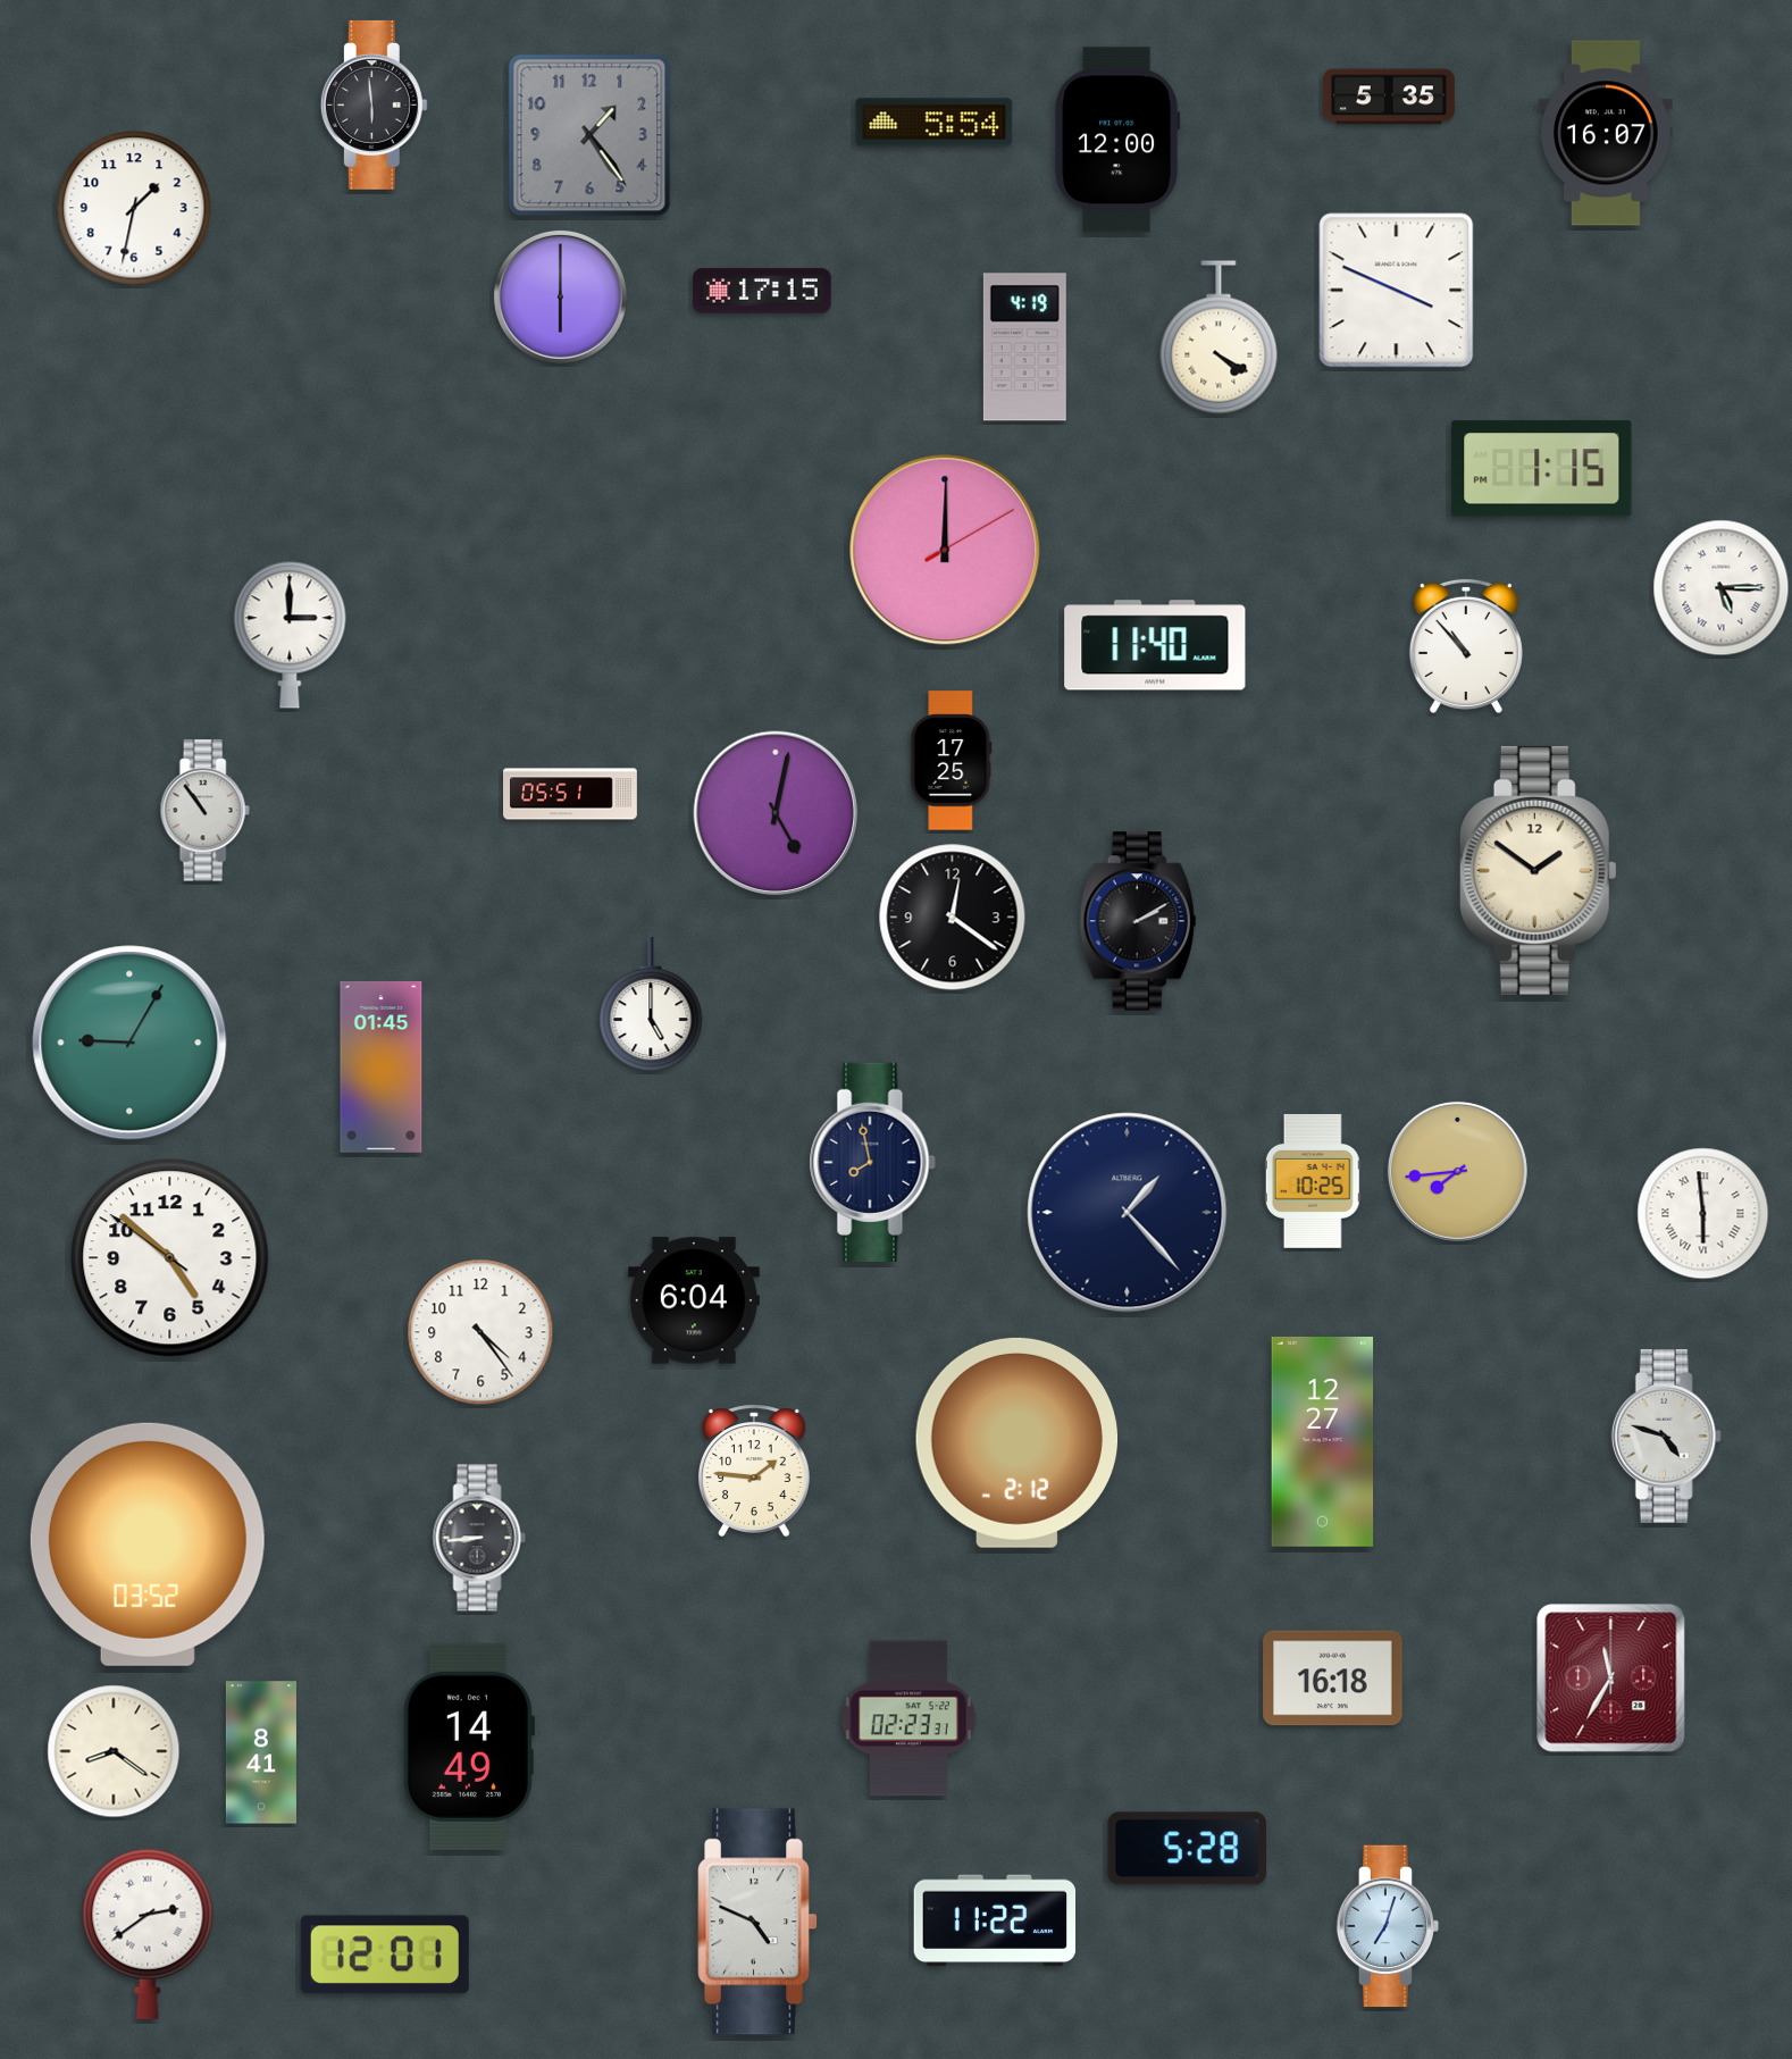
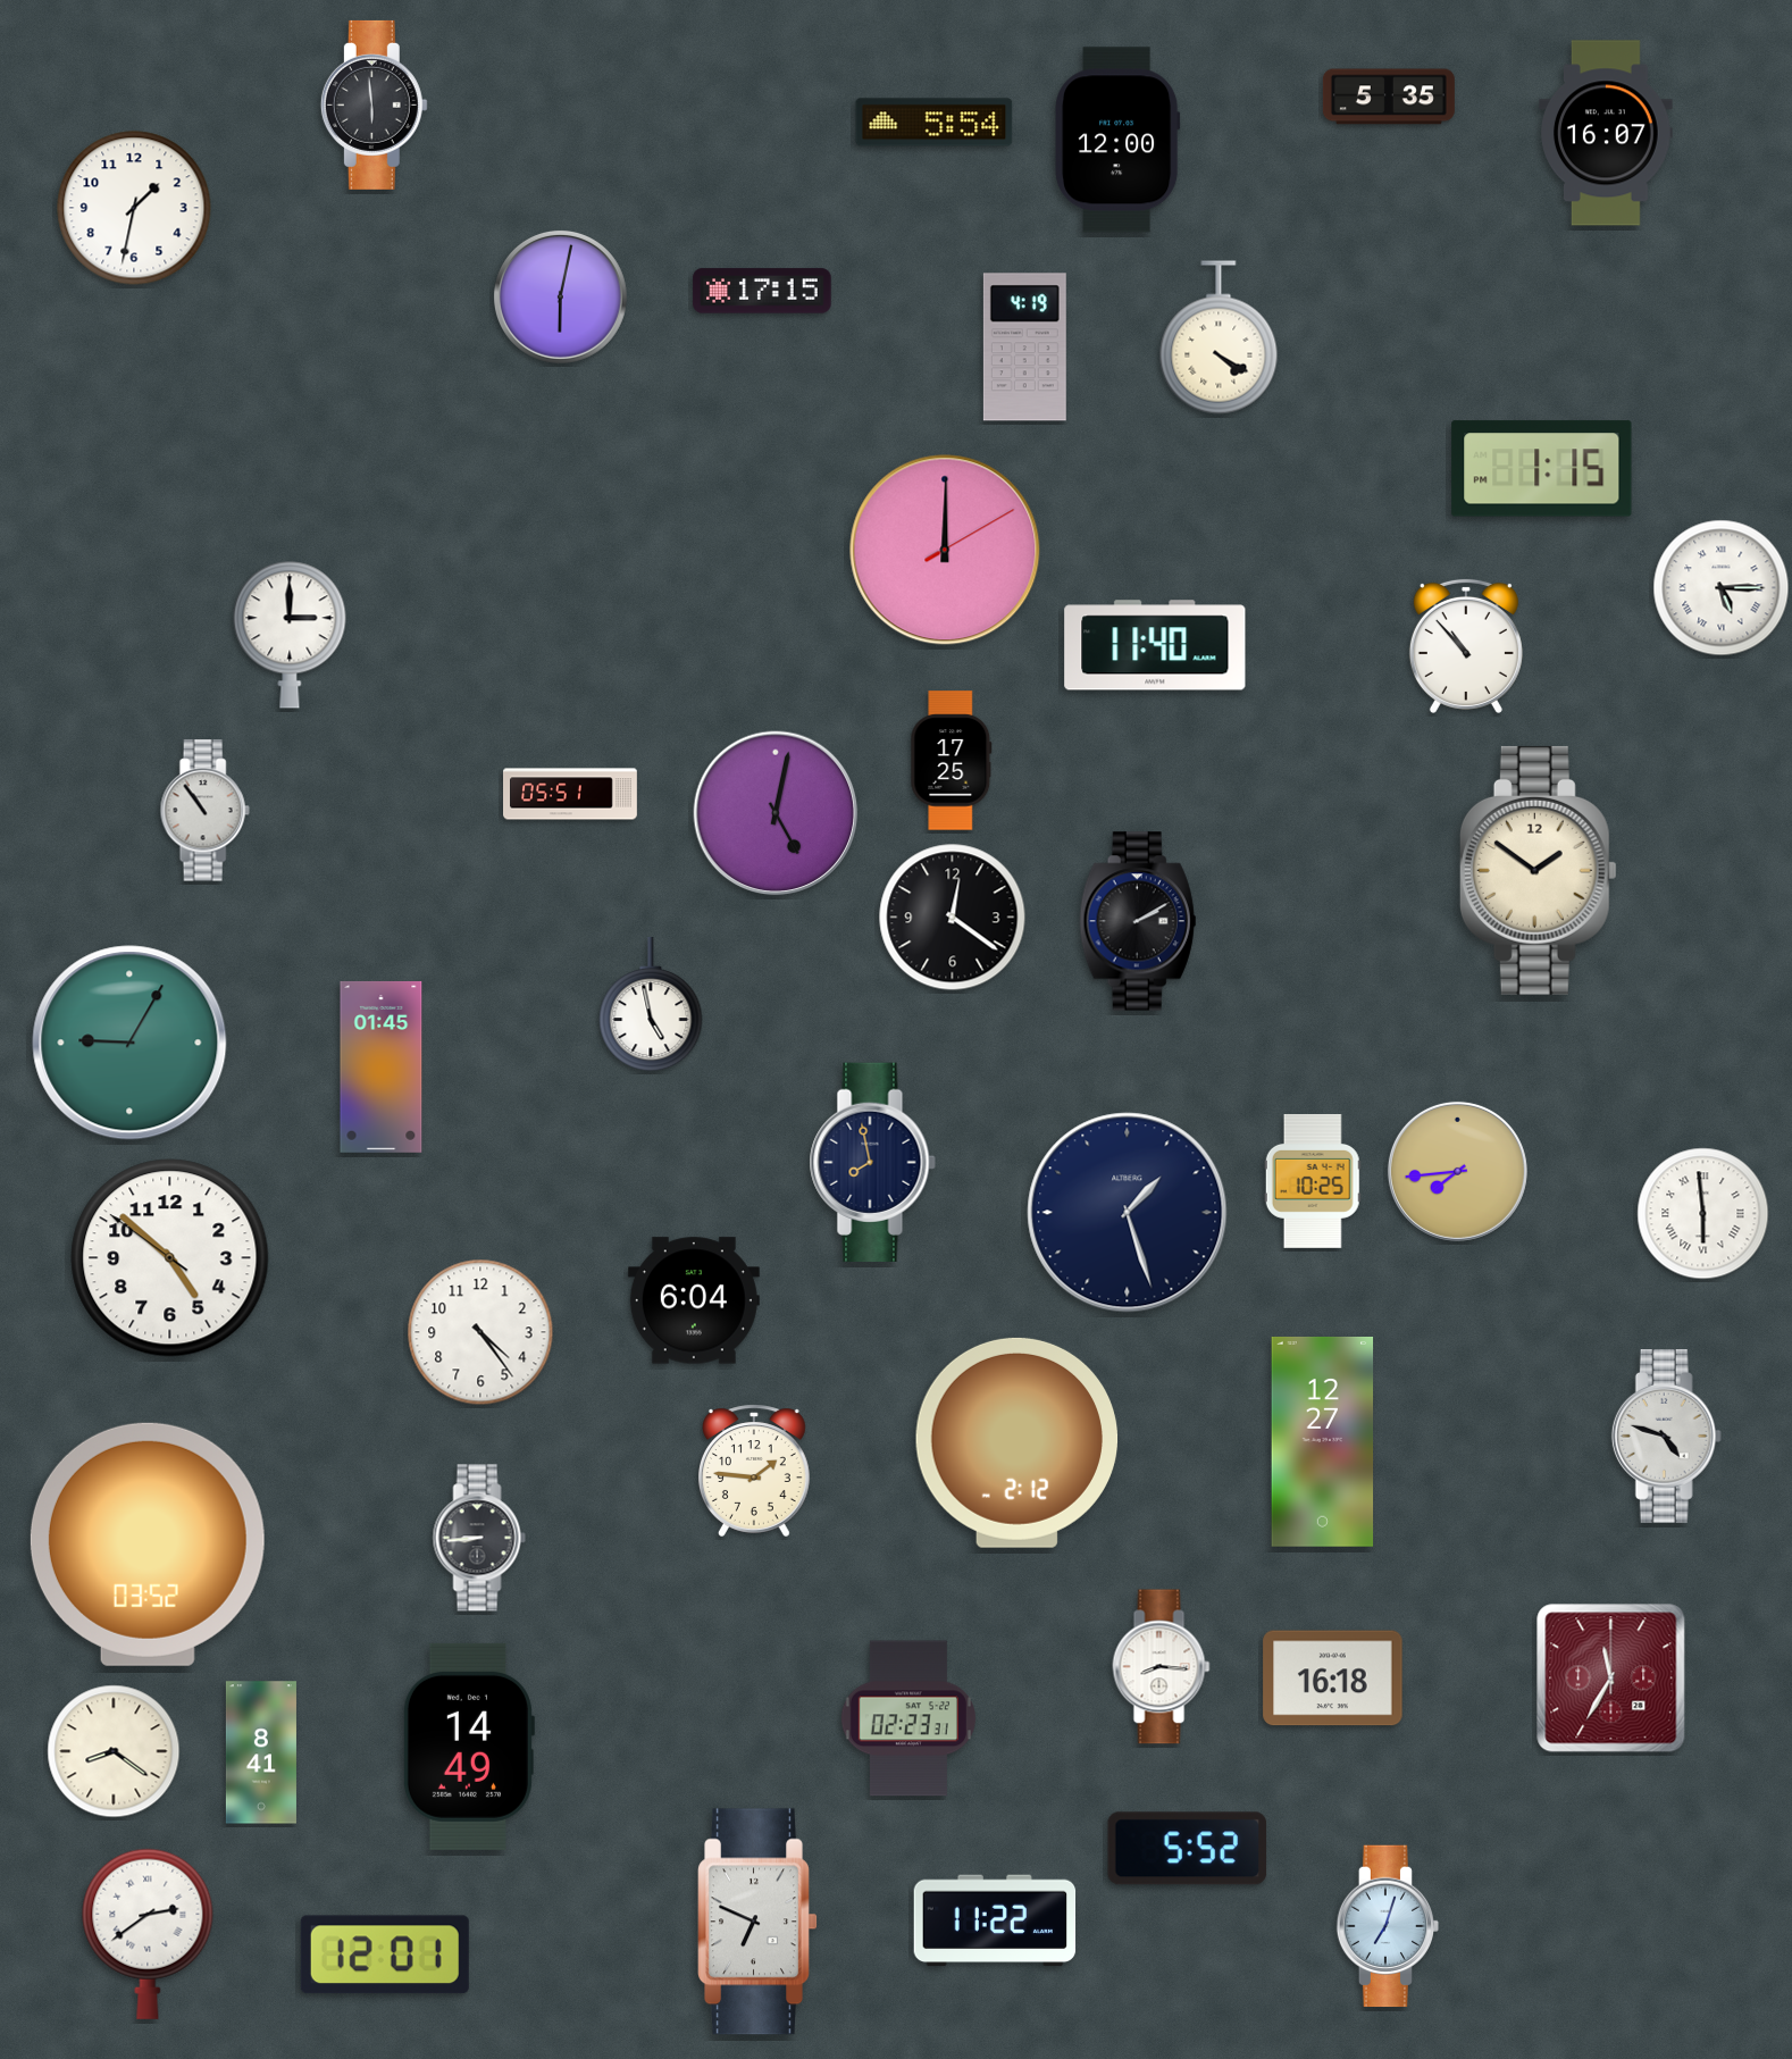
clock at (589, 135): 1:24 -> none
clock at (1397, 291): 3:49 -> none
clock at (560, 296): 6:00 -> 6:02
clock at (651, 1004): 5:00 -> 4:58
clock at (1128, 1213): 1:23 -> 1:27
clock at (1162, 1667): none -> 8:16
clock at (1188, 1849): 5:28 -> 5:52
clock at (757, 1922): 4:49 -> 6:49
